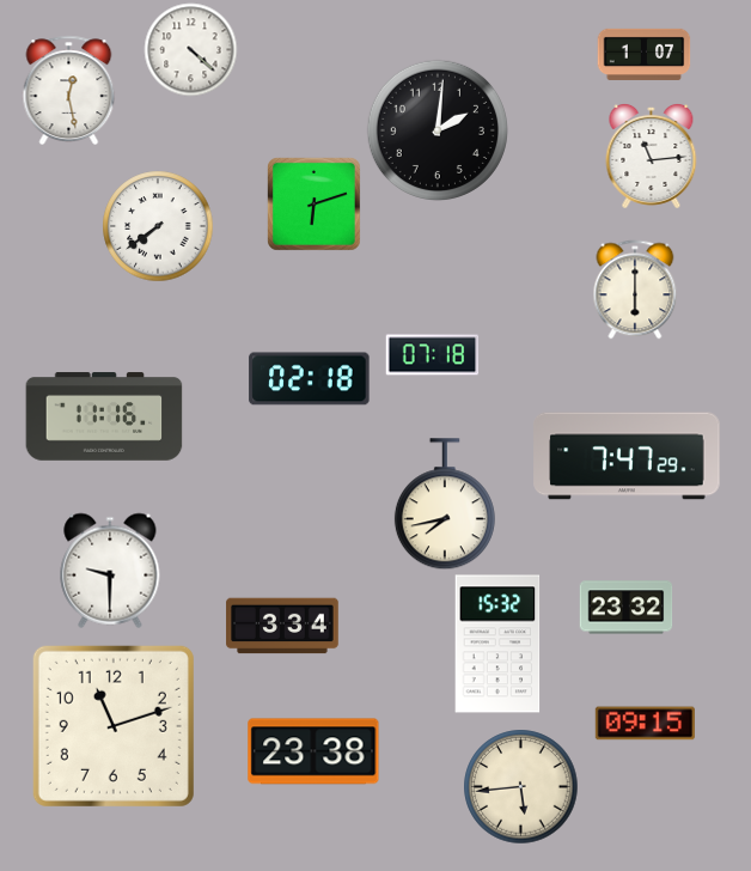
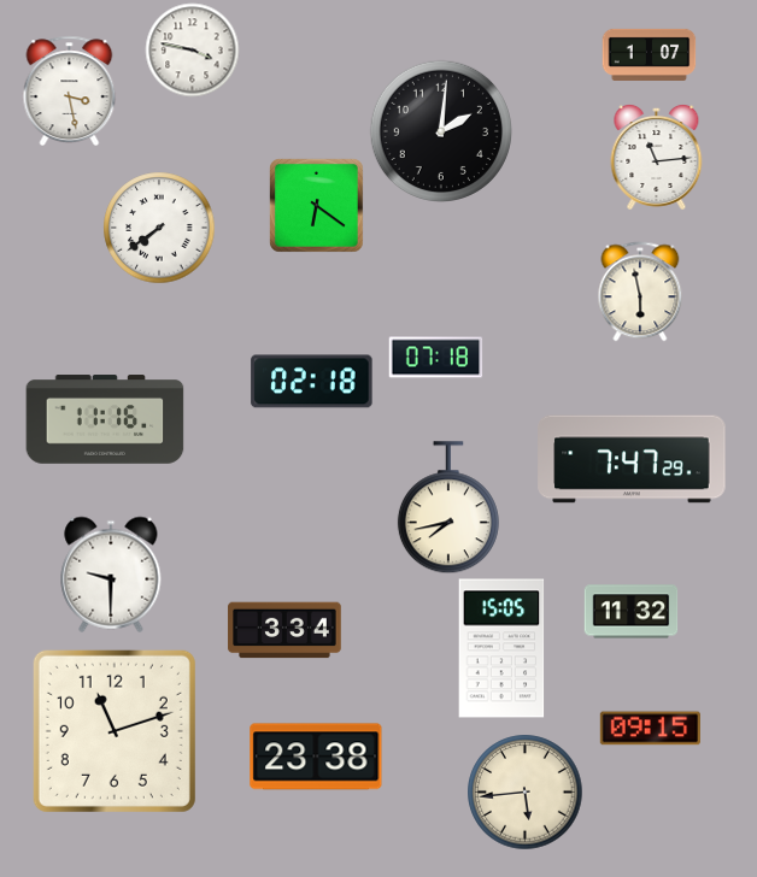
clock at (190, 49): 4:22 -> 3:47
clock at (69, 90): 12:28 -> 3:28
clock at (315, 205): 6:12 -> 6:21
clock at (635, 290): 6:00 -> 5:58
clock at (625, 608): 23:32 -> 11:32
clock at (497, 644): 15:32 -> 15:05
